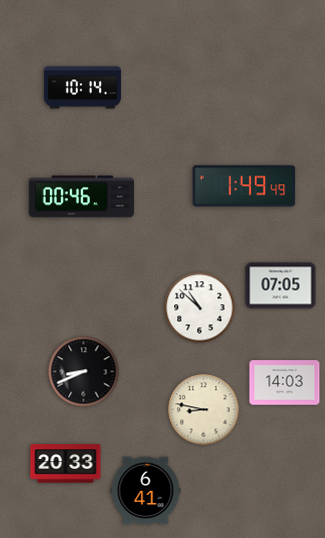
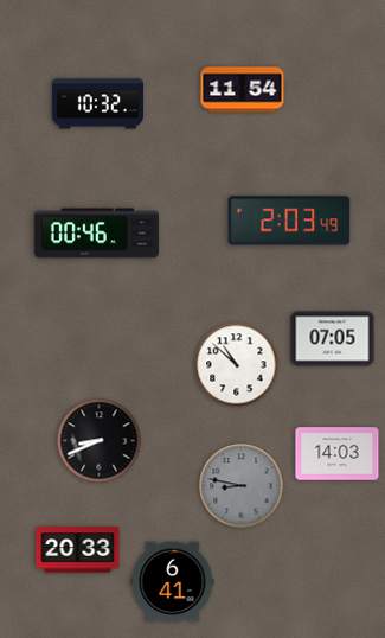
clock at (243, 90): none -> 11:54
clock at (82, 88): 10:14 -> 10:32
clock at (244, 186): 1:49 -> 2:03
clock at (204, 410) dial: cream -> grey
